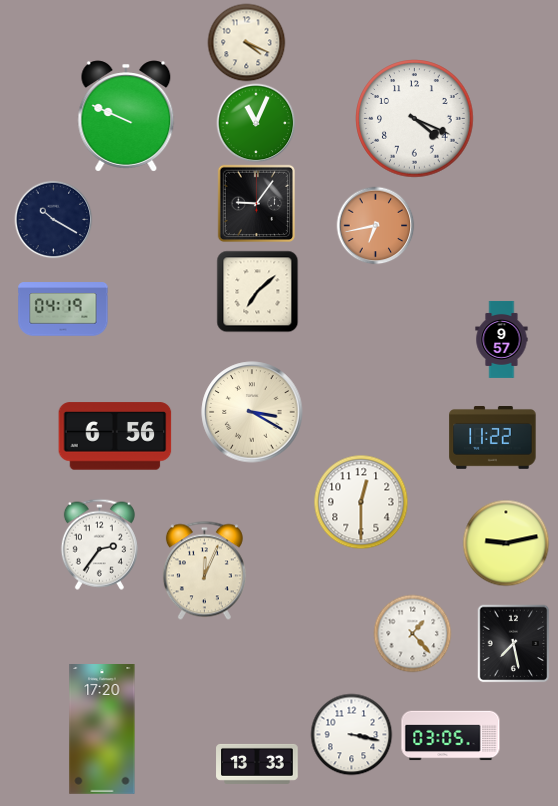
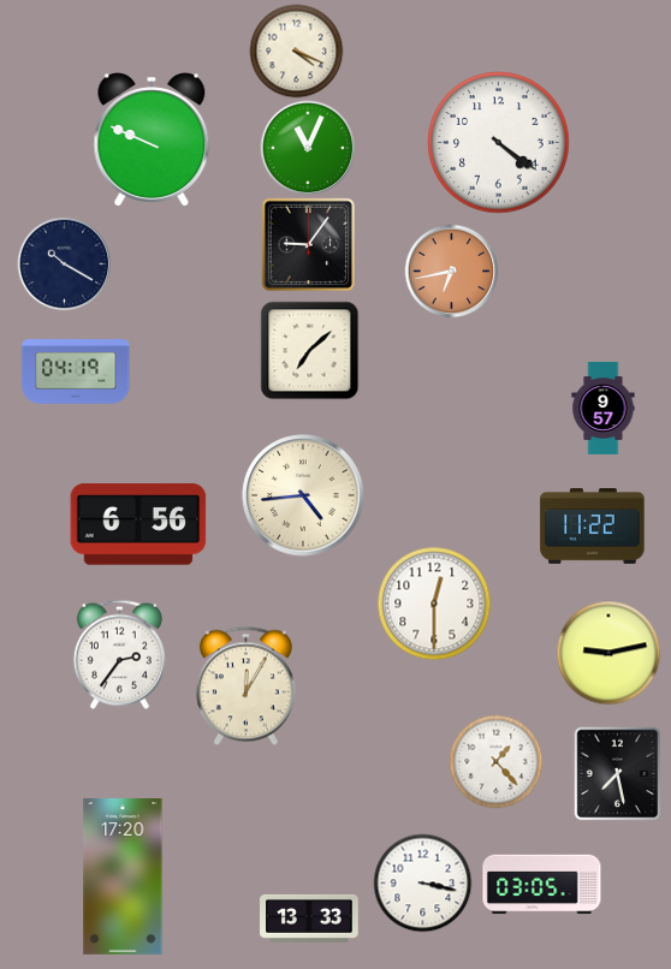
clock at (415, 119): 4:19 -> 4:21
clock at (252, 412): 3:20 -> 4:44
clock at (204, 570): 12:04 -> 12:05
